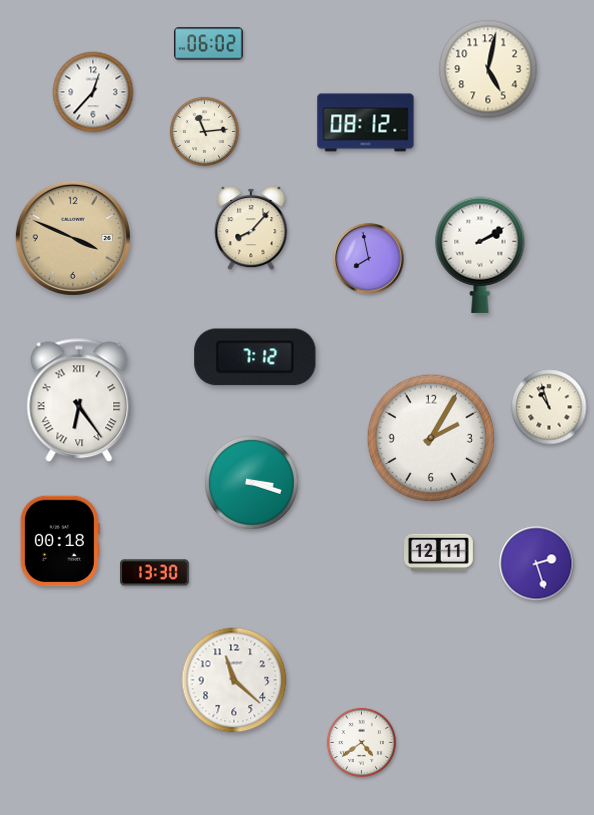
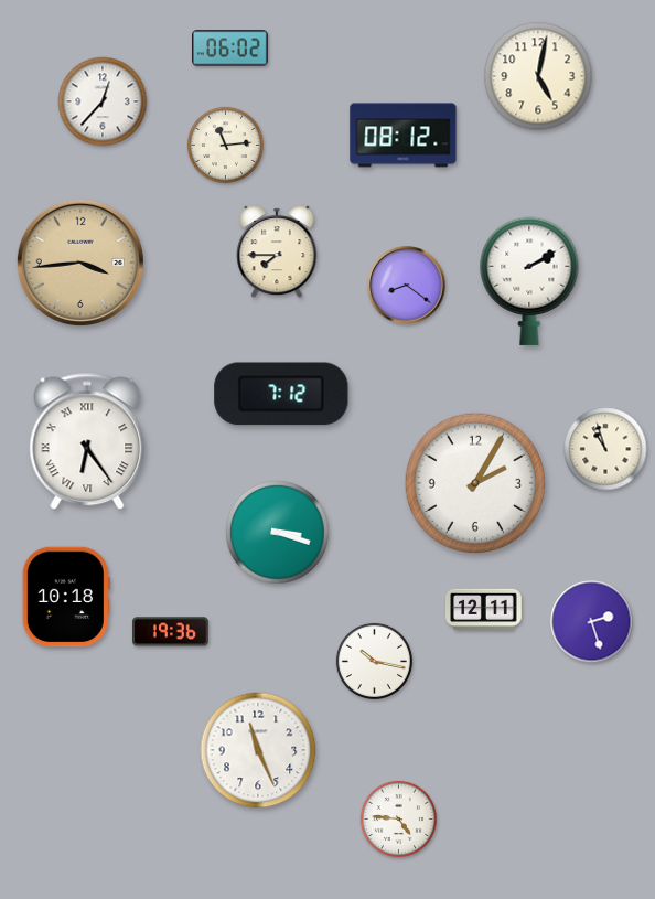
clock at (251, 229): 8:07 -> 7:45
clock at (73, 238): 3:49 -> 3:44
clock at (369, 259): 7:58 -> 8:21
clock at (60, 541): 00:18 -> 10:18
clock at (155, 573): 13:30 -> 19:36
clock at (374, 661): none -> 10:17
clock at (234, 680): 11:22 -> 11:26
clock at (361, 742): 4:39 -> 4:46
